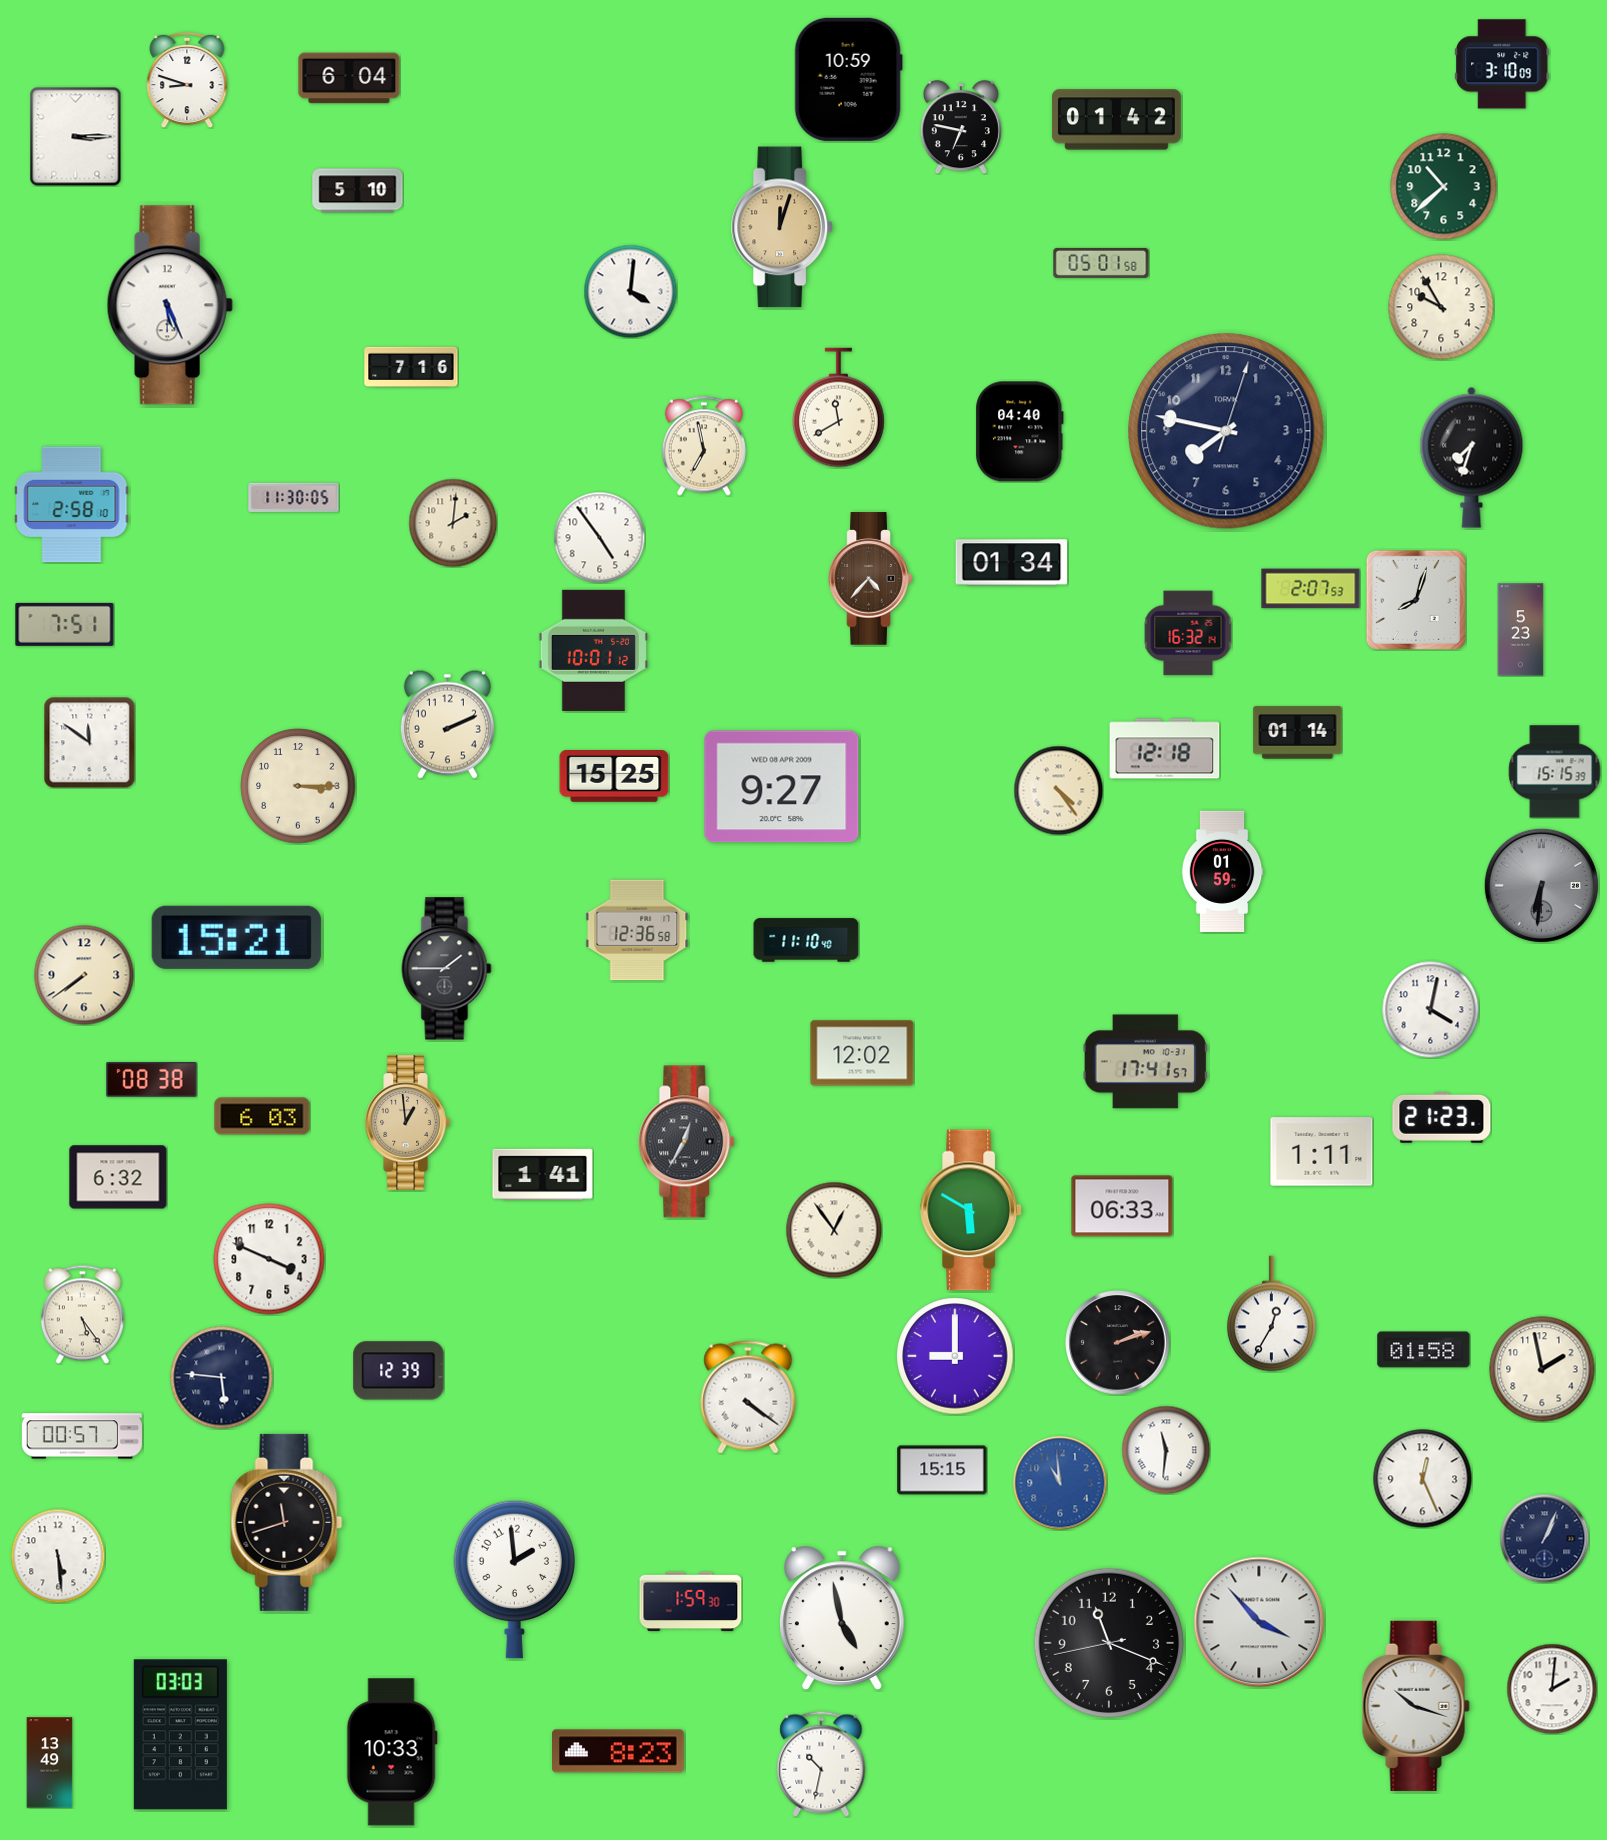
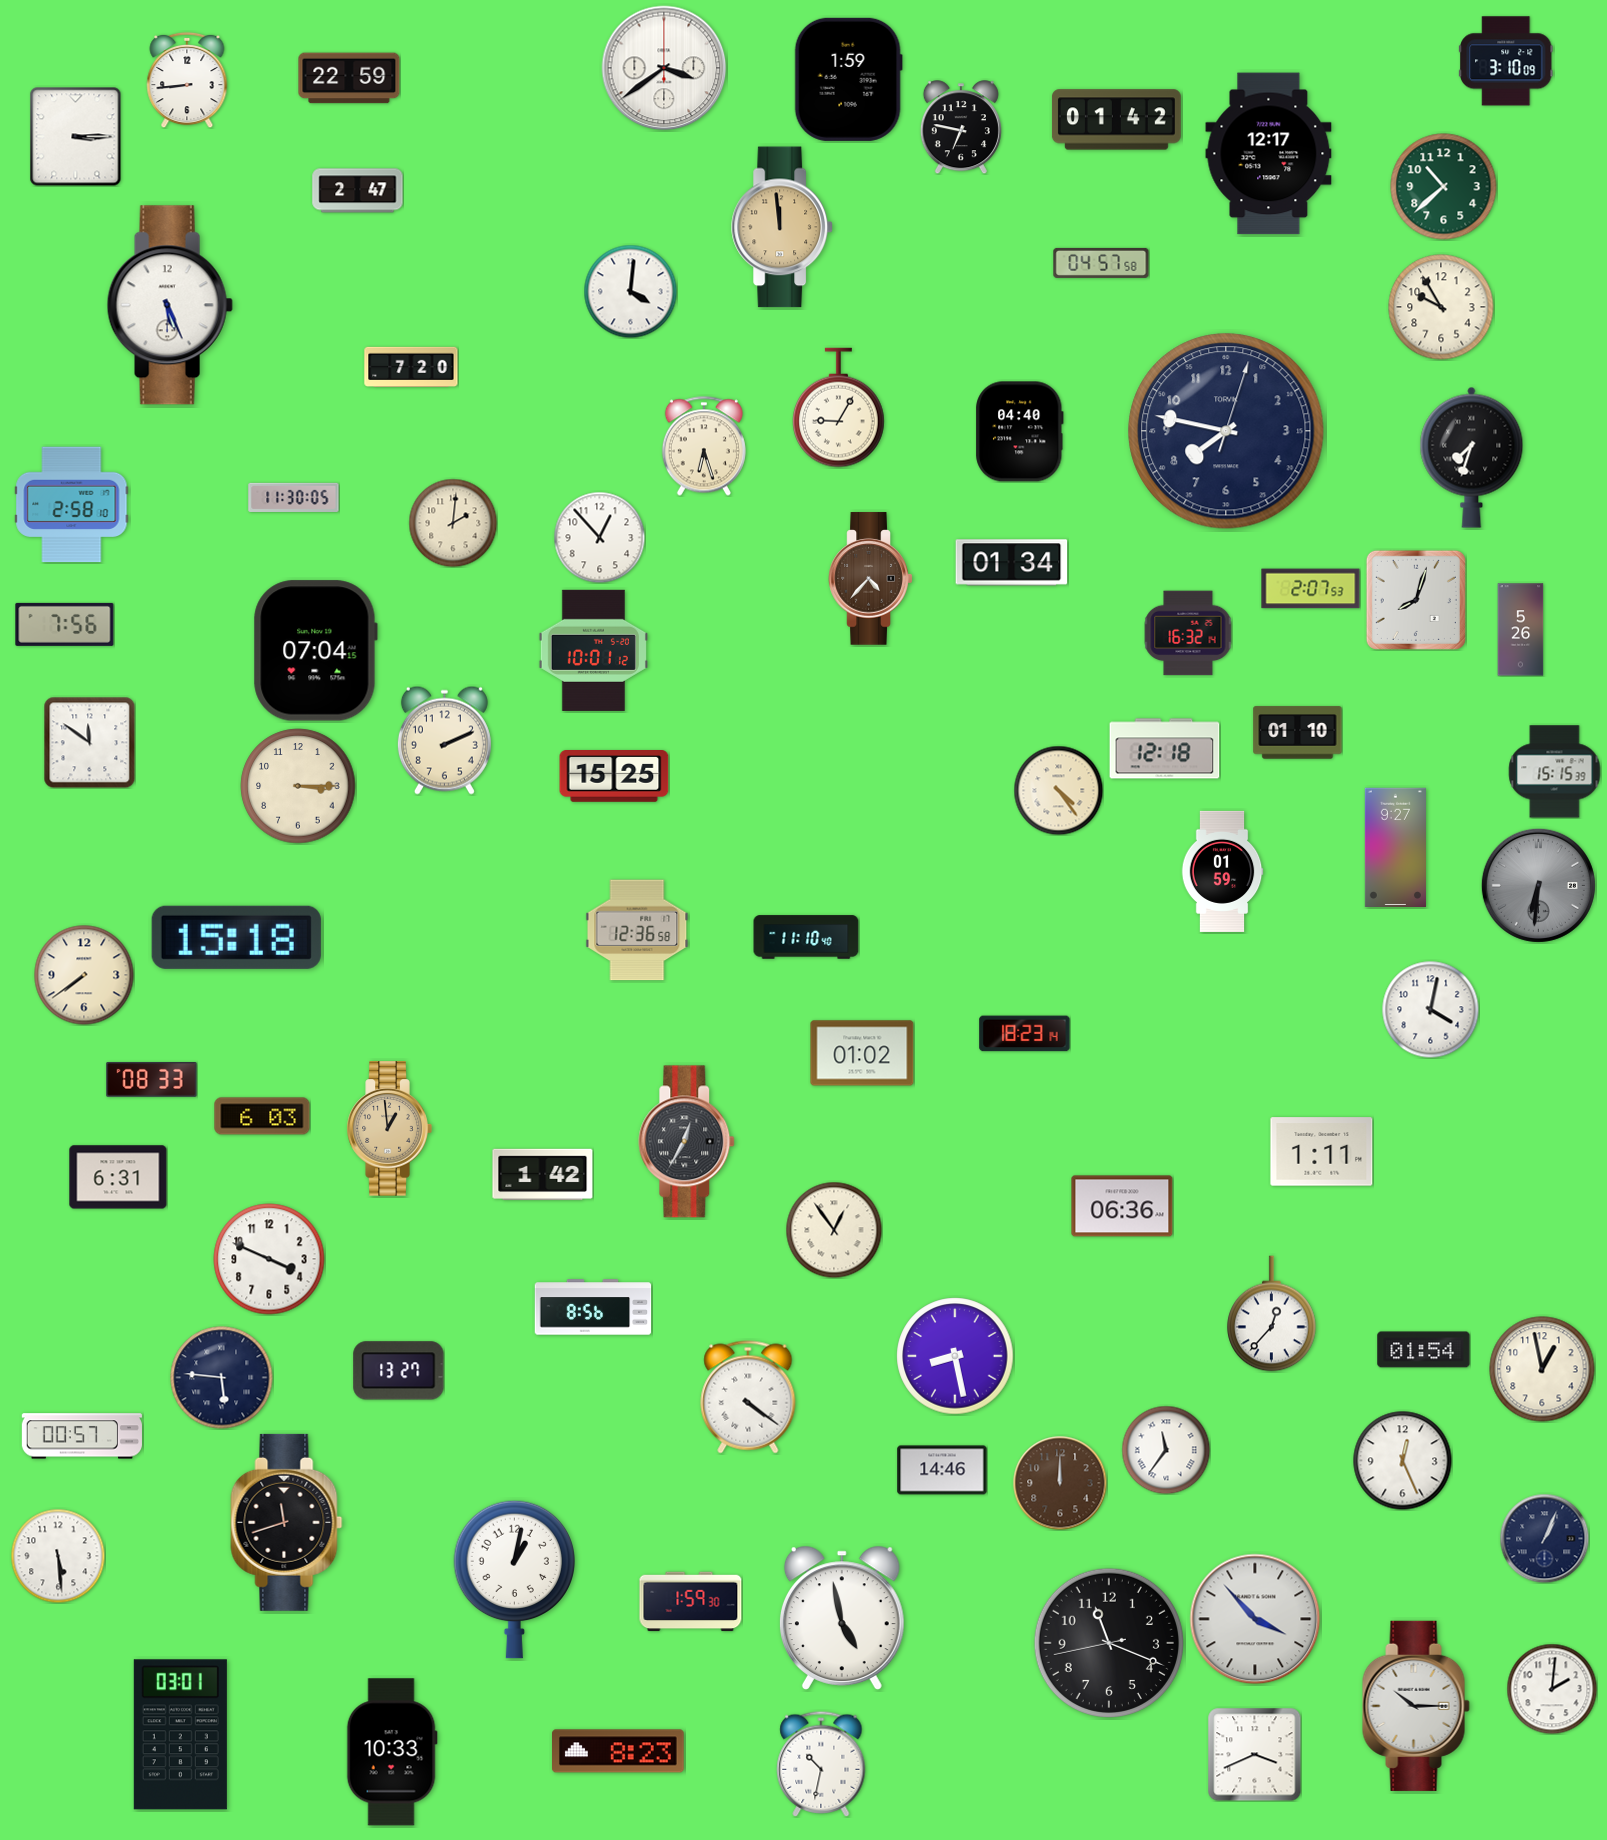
clock at (1503, 64) position: (1503, 64) -> (1507, 61)
clock at (664, 68): none -> 3:39
clock at (349, 78): 6:04 -> 22:59
clock at (848, 79): 10:59 -> 1:59
clock at (187, 80): 8:48 -> 8:44
clock at (1269, 154): none -> 12:17
clock at (358, 191): 5:10 -> 2:47
clock at (782, 227): 12:03 -> 11:59
clock at (1101, 263): 05:01 -> 04:57
clock at (411, 366): 7:16 -> 7:20
clock at (839, 408): 11:40 -> 9:05
clock at (704, 446): 6:58 -> 6:27
clock at (599, 537): 4:54 -> 12:53
clock at (65, 624): 7:51 -> 7:56
clock at (1521, 630): 5:23 -> 5:26
clock at (315, 651): none -> 07:04
clock at (447, 724) position: (447, 724) -> (444, 740)
clock at (1298, 733): 01:14 -> 01:10
clock at (782, 787): 9:27 -> none
clock at (1395, 847): none -> 9:27
clock at (1541, 885) position: (1541, 885) -> (1538, 885)
clock at (236, 937): 15:21 -> 15:18
clock at (806, 940) position: (806, 940) -> (806, 937)
clock at (447, 969): 1:45 -> none
clock at (1025, 1034): none -> 18:23
clock at (862, 1053): 12:02 -> 01:02
clock at (1145, 1062): 17:41 -> none
clock at (152, 1080): 08:38 -> 08:33
clock at (1442, 1117): 21:23 -> none
clock at (407, 1123) position: (407, 1123) -> (389, 1129)
clock at (543, 1175): 1:41 -> 1:42
clock at (118, 1177): 6:32 -> 6:31
clock at (1122, 1206): 06:33 -> 06:36
clock at (971, 1210): 5:50 -> none
clock at (593, 1307): none -> 8:56
clock at (82, 1314): 5:24 -> none
clock at (1272, 1314): 12:35 -> 12:37
clock at (1118, 1343): 2:12 -> none
clock at (1424, 1350): 01:58 -> 01:54
clock at (955, 1356): 9:00 -> 8:28
clock at (1542, 1369): 1:58 -> 12:58
clock at (399, 1371): 12:39 -> 13:27
clock at (1166, 1450): 11:31 -> 11:36
clock at (942, 1470): 15:15 -> 14:46
clock at (1423, 1479) position: (1423, 1479) -> (1403, 1461)
clock at (1060, 1483): 10:59 -> 12:00
clock at (1060, 1483) dial: blue -> brown
clock at (515, 1579): 1:59 -> 1:02
clock at (1259, 1622) position: (1259, 1622) -> (1255, 1619)
clock at (1416, 1706): 10:18 -> 10:15
clock at (180, 1735): 03:03 -> 03:01
clock at (1255, 1755): none -> 3:41
clock at (50, 1763): 13:49 -> none
